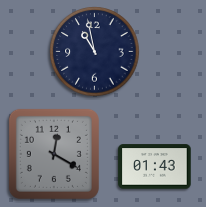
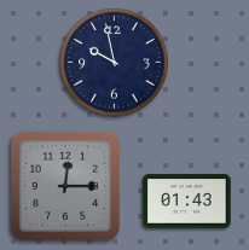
clock at (95, 52): 10:58 -> 9:58
clock at (54, 154): 12:20 -> 12:15
